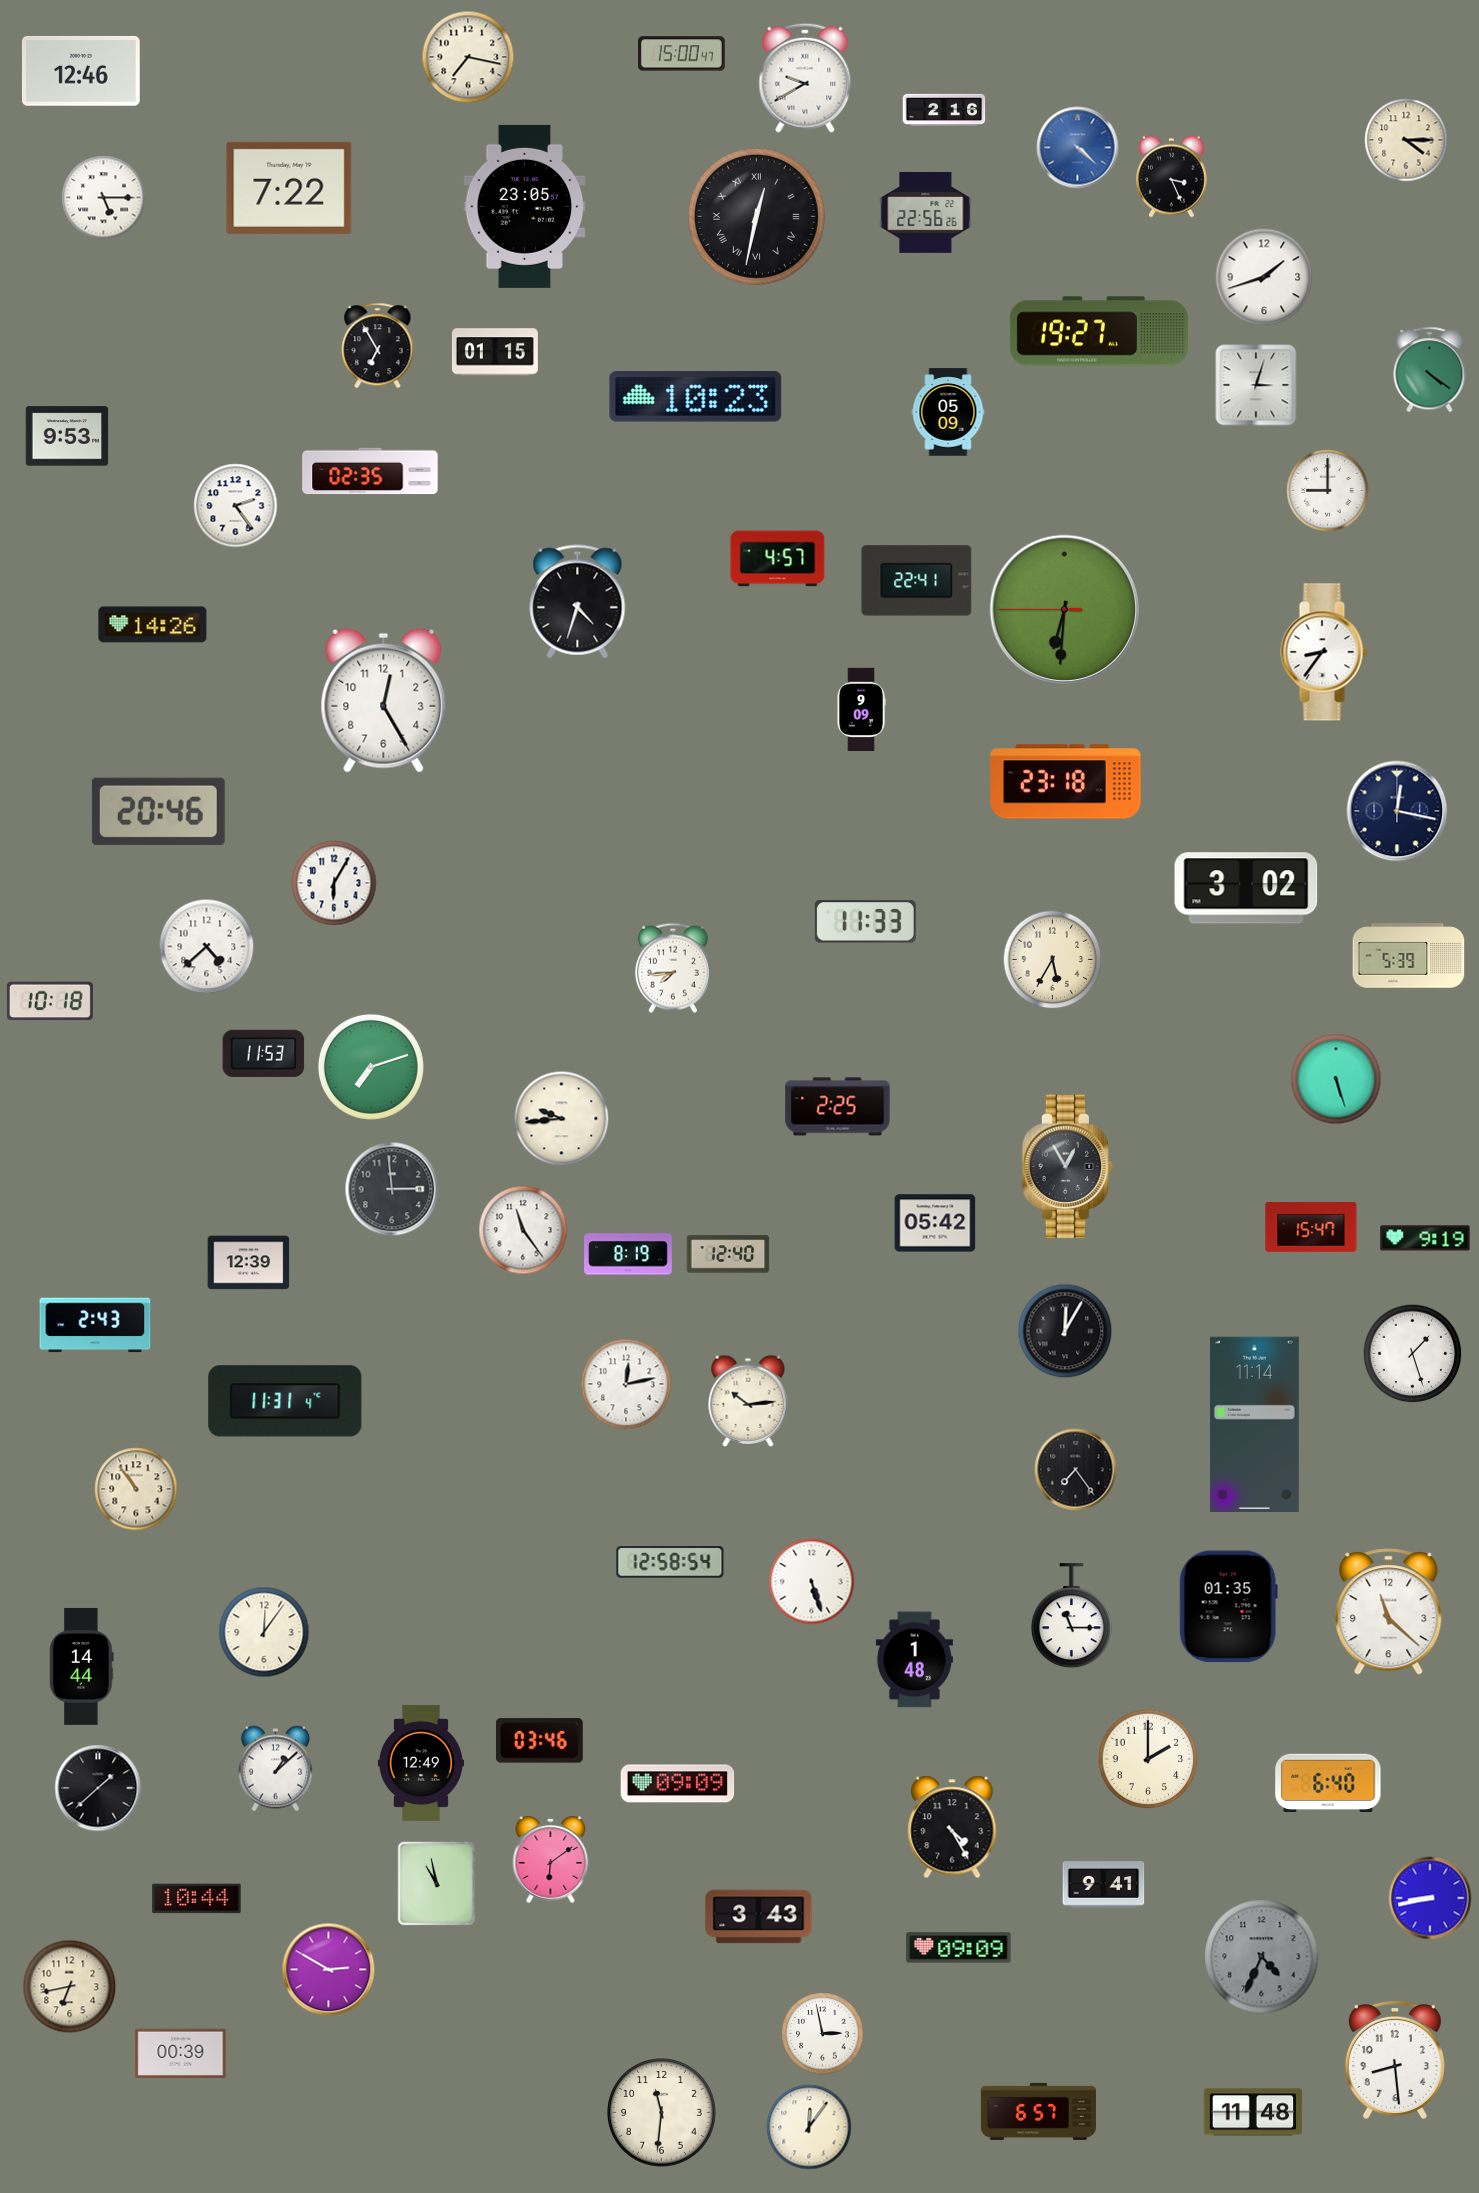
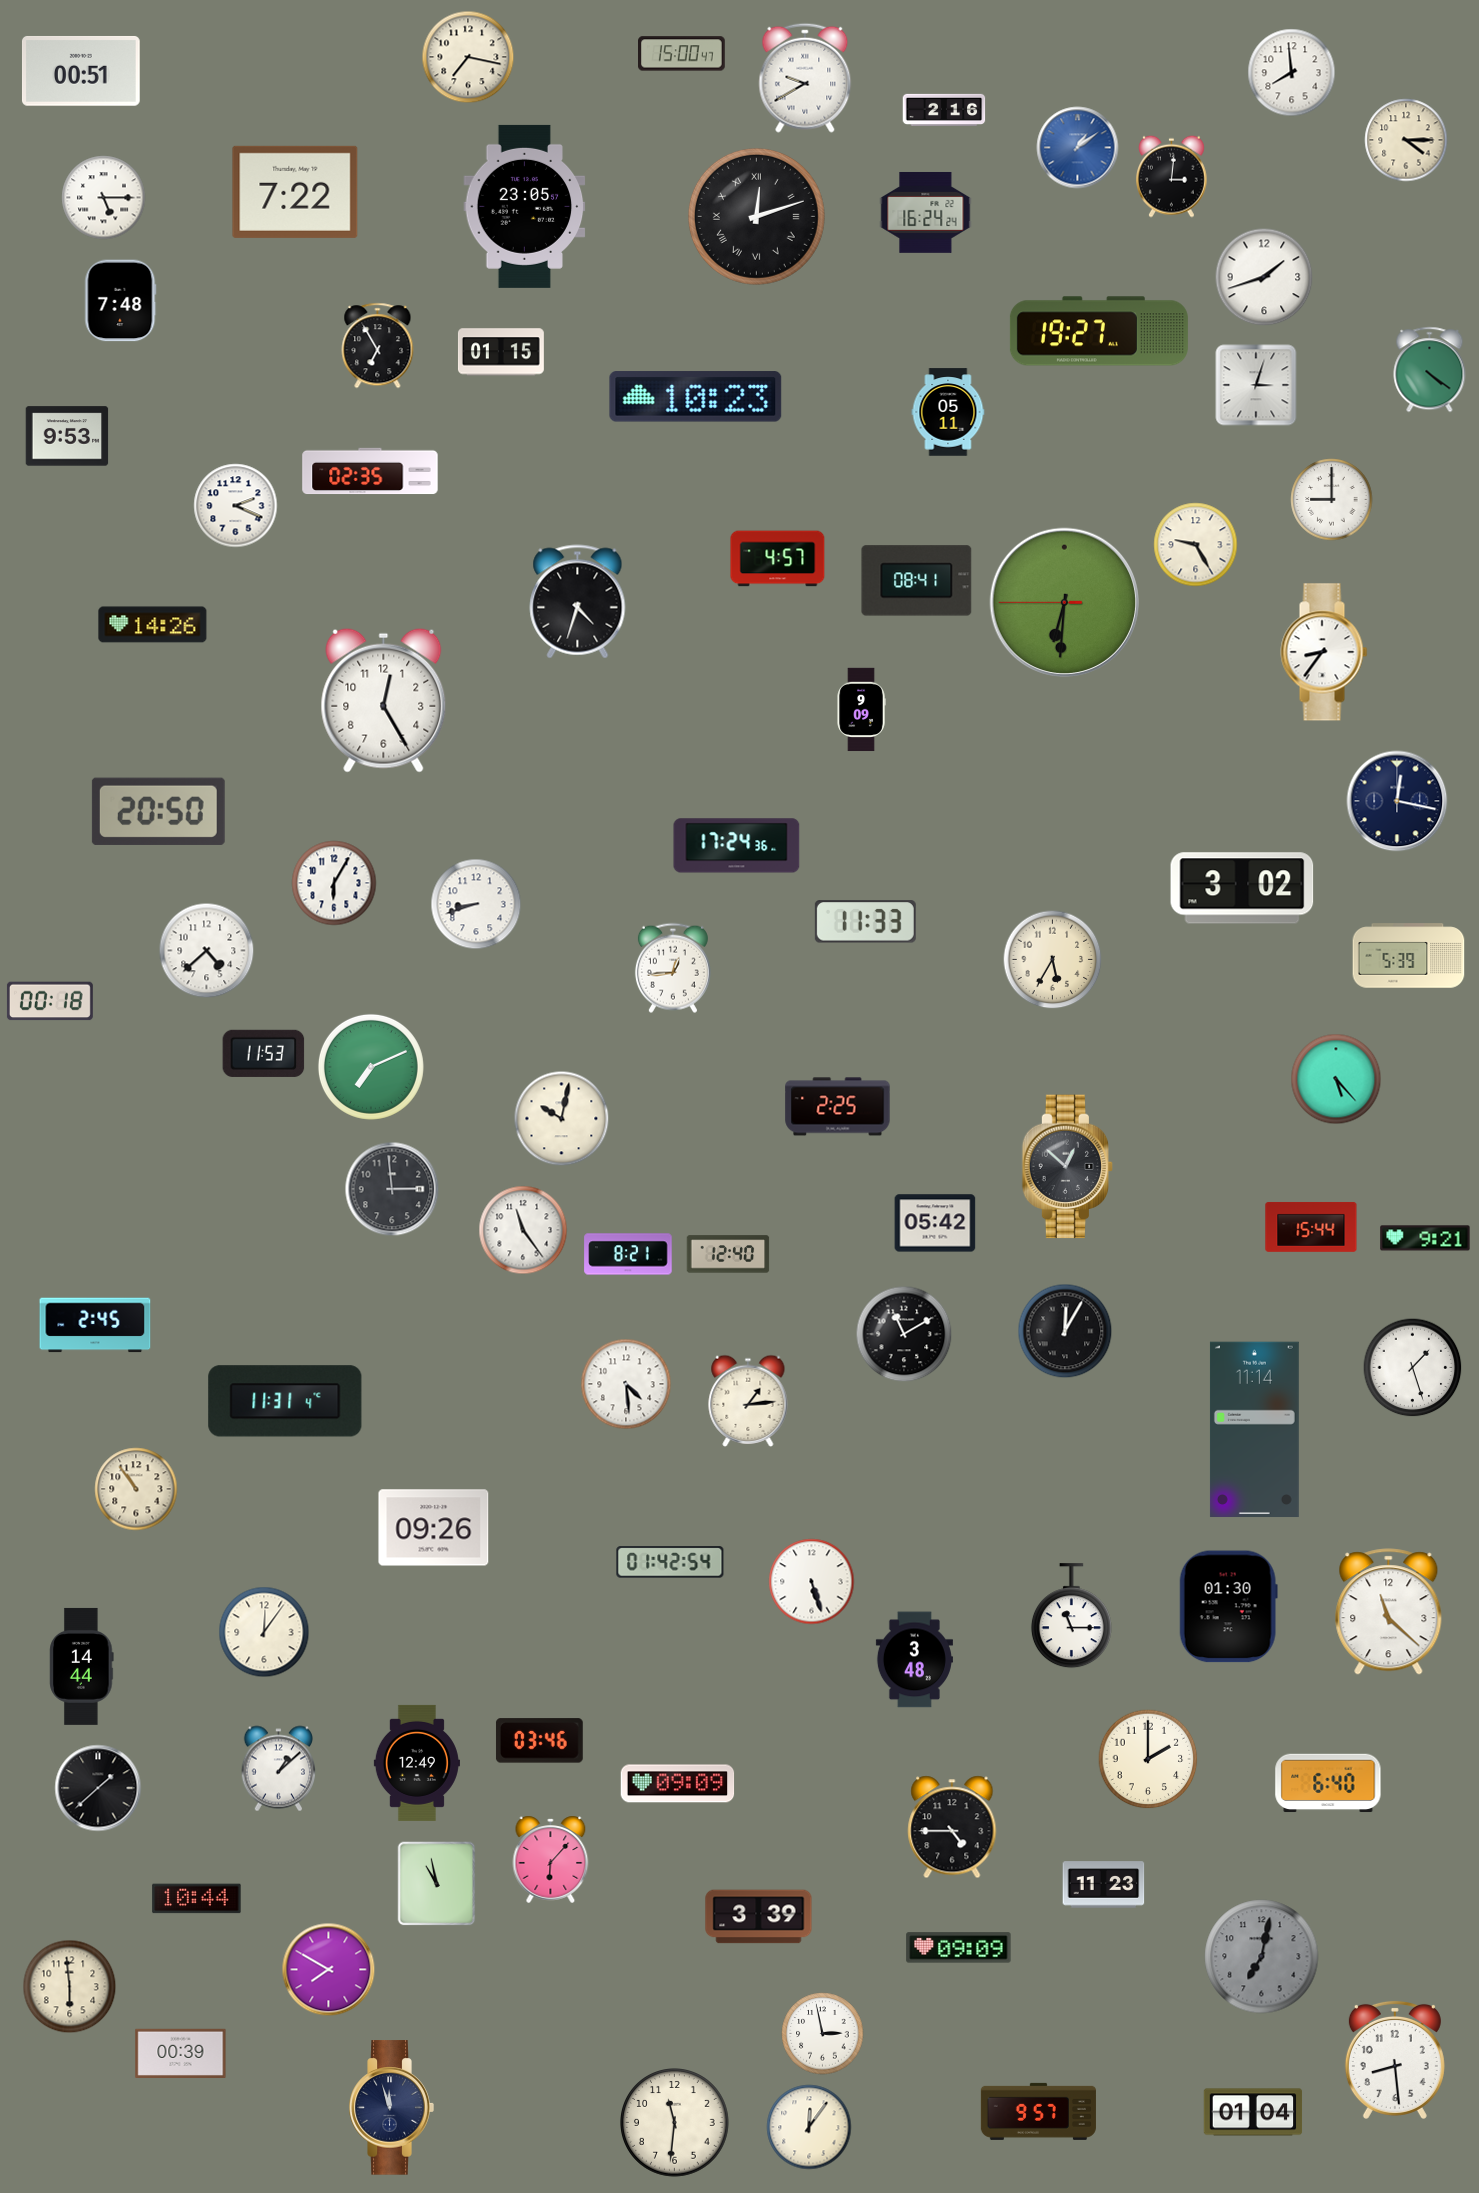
clock at (81, 71): 12:46 -> 00:51
clock at (1292, 73): none -> 7:59
clock at (1078, 148): 4:22 -> 1:09
clock at (1172, 176): 3:26 -> 3:01
clock at (289, 188) position: (289, 188) -> (295, 192)
clock at (926, 212): 22:56 -> 16:24
clock at (756, 216): 12:32 -> 12:12
clock at (121, 301): none -> 7:48
clock at (495, 352) position: (495, 352) -> (501, 352)
clock at (948, 412): 05:09 -> 05:11
clock at (1328, 491) position: (1328, 491) -> (1332, 500)
clock at (236, 506): 2:24 -> 2:19
clock at (1196, 545): none -> 9:25
clock at (917, 581): 22:41 -> 08:41
clock at (1065, 610) position: (1065, 610) -> (1065, 603)
clock at (1066, 782): 23:18 -> none
clock at (158, 811): 20:46 -> 20:50
clock at (1397, 811) position: (1397, 811) -> (1397, 801)
clock at (737, 846): none -> 17:24
clock at (1246, 888) position: (1246, 888) -> (1242, 888)
clock at (476, 904): none -> 8:42
clock at (207, 947) position: (207, 947) -> (207, 951)
clock at (673, 968): 7:44 -> 12:44
clock at (50, 1001): 10:18 -> 00:18
clock at (371, 1067): 7:12 -> 7:11
clock at (1336, 1079): 5:27 -> 5:23
clock at (562, 1119): 9:44 -> 10:02
clock at (1068, 1167): 12:55 -> 12:52
clock at (1311, 1227): 15:47 -> 15:44
clock at (1425, 1238): 9:19 -> 9:21
clock at (628, 1254): 8:19 -> 8:21
clock at (249, 1263): 12:39 -> none
clock at (95, 1325): 2:43 -> 2:45
clock at (904, 1334): none -> 11:10
clock at (1413, 1354) position: (1413, 1354) -> (1413, 1368)
clock at (626, 1384): 12:13 -> 4:29
clock at (748, 1401): 10:14 -> 1:14
clock at (1254, 1425) position: (1254, 1425) -> (1254, 1430)
clock at (1076, 1470): 7:24 -> none
clock at (434, 1528): none -> 09:26
clock at (670, 1562): 12:58 -> 01:42
clock at (1228, 1607): 01:35 -> 01:30
clock at (914, 1660): 1:48 -> 3:48
clock at (421, 1763) position: (421, 1763) -> (417, 1763)
clock at (275, 1769) position: (275, 1769) -> (278, 1769)
clock at (952, 1827): 4:25 -> 4:45
clock at (551, 1859): 6:09 -> 6:07
clock at (1104, 1885): 9:41 -> 11:23
clock at (1430, 1898): 8:43 -> none
clock at (759, 1917): 3:43 -> 3:39
clock at (1262, 1957): 4:34 -> 7:02
clock at (329, 1970): 2:50 -> 7:50
clock at (70, 1987): 6:43 -> 5:59
clock at (391, 2108): none -> 11:57
clock at (1038, 2111): 6:57 -> 9:57
clock at (1253, 2112): 11:48 -> 01:04
clock at (662, 2113) position: (662, 2113) -> (675, 2123)
